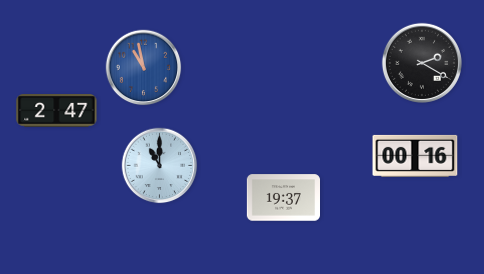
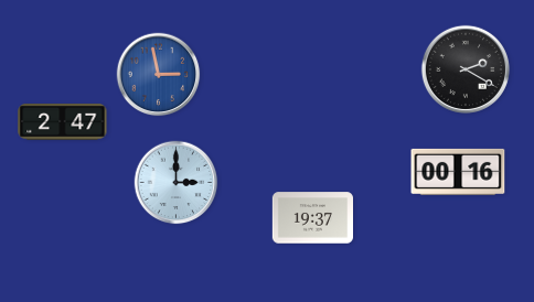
clock at (144, 68): 10:58 -> 2:58
clock at (160, 166): 11:00 -> 3:00
